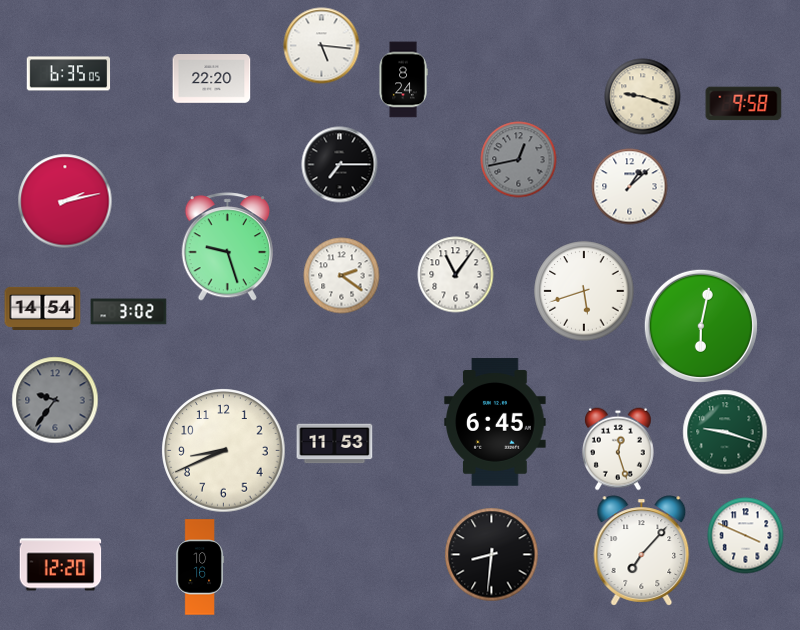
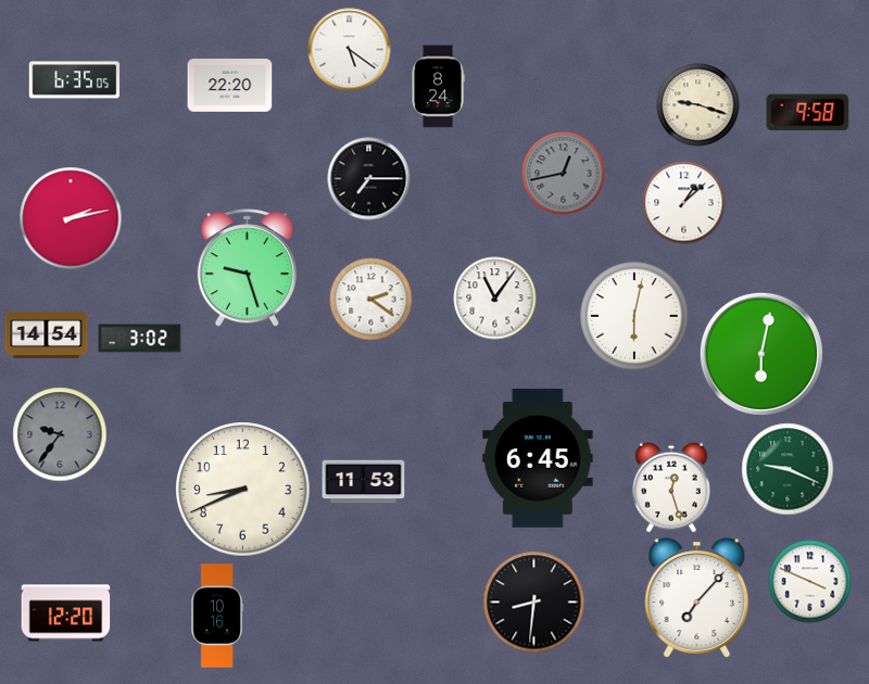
clock at (322, 46): 5:16 -> 5:21
clock at (584, 291): 5:42 -> 6:02
clock at (725, 432): 9:18 -> 9:19
